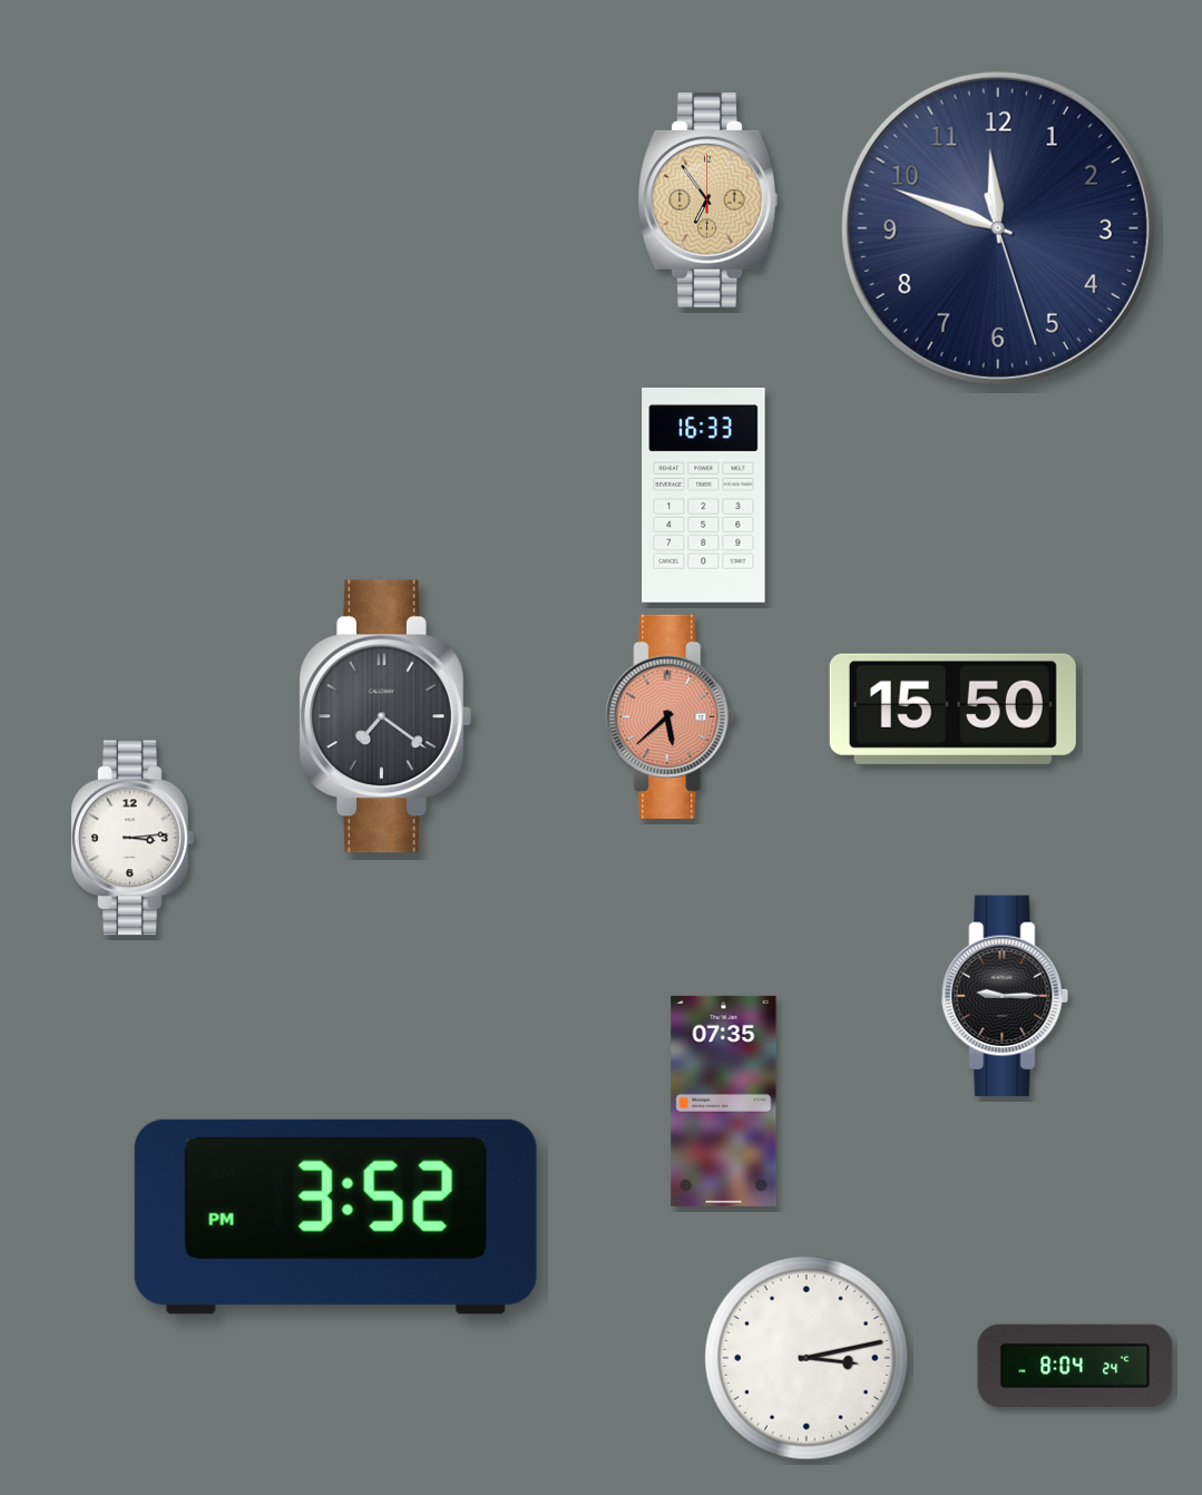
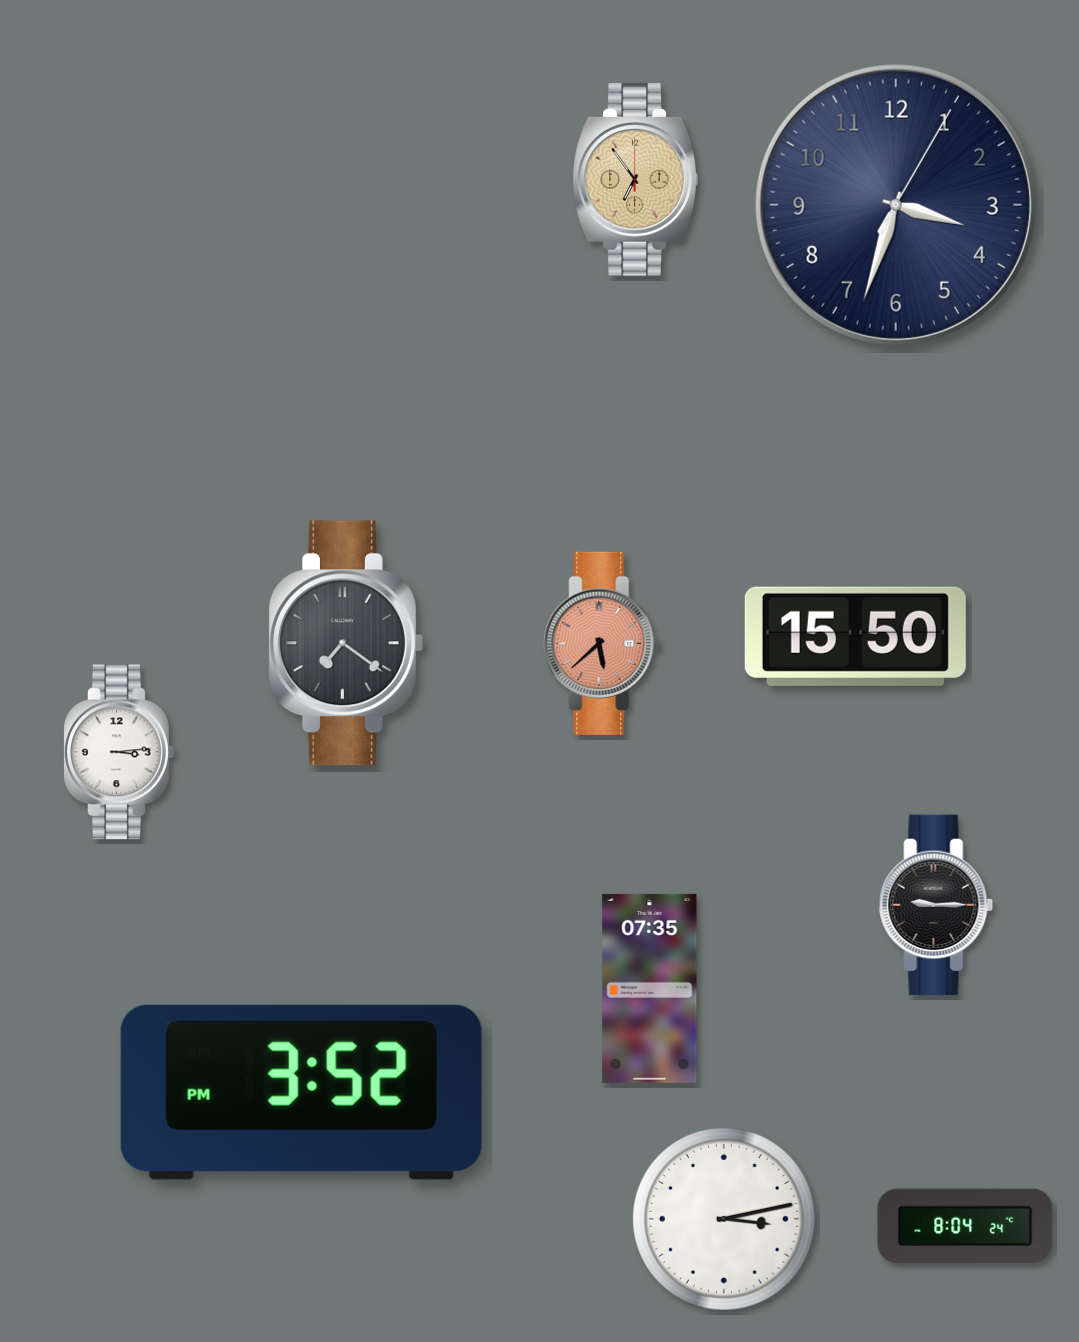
clock at (998, 228): 11:48 -> 3:33
clock at (704, 495): 16:33 -> none
clock at (1005, 996) position: (1005, 996) -> (936, 905)
